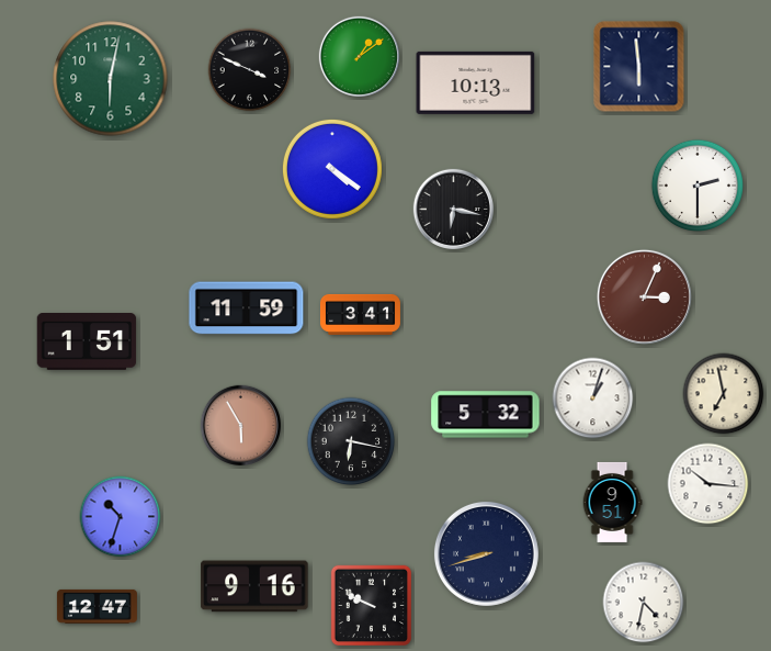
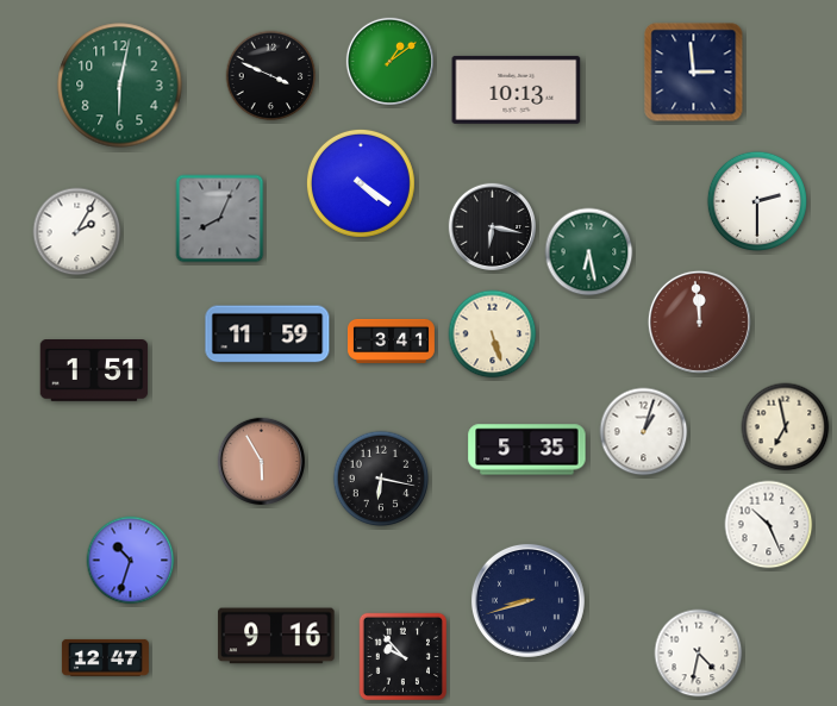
clock at (639, 67): 5:59 -> 2:59
clock at (220, 219): none -> 8:04
clock at (77, 232): none -> 2:05
clock at (589, 252): none -> 6:28
clock at (644, 296): 3:04 -> 11:59
clock at (493, 335): none -> 5:27
clock at (486, 415): 5:32 -> 5:35
clock at (708, 484): 10:16 -> 10:26
clock at (612, 502): 9:51 -> none
clock at (371, 605): 9:49 -> 9:53
